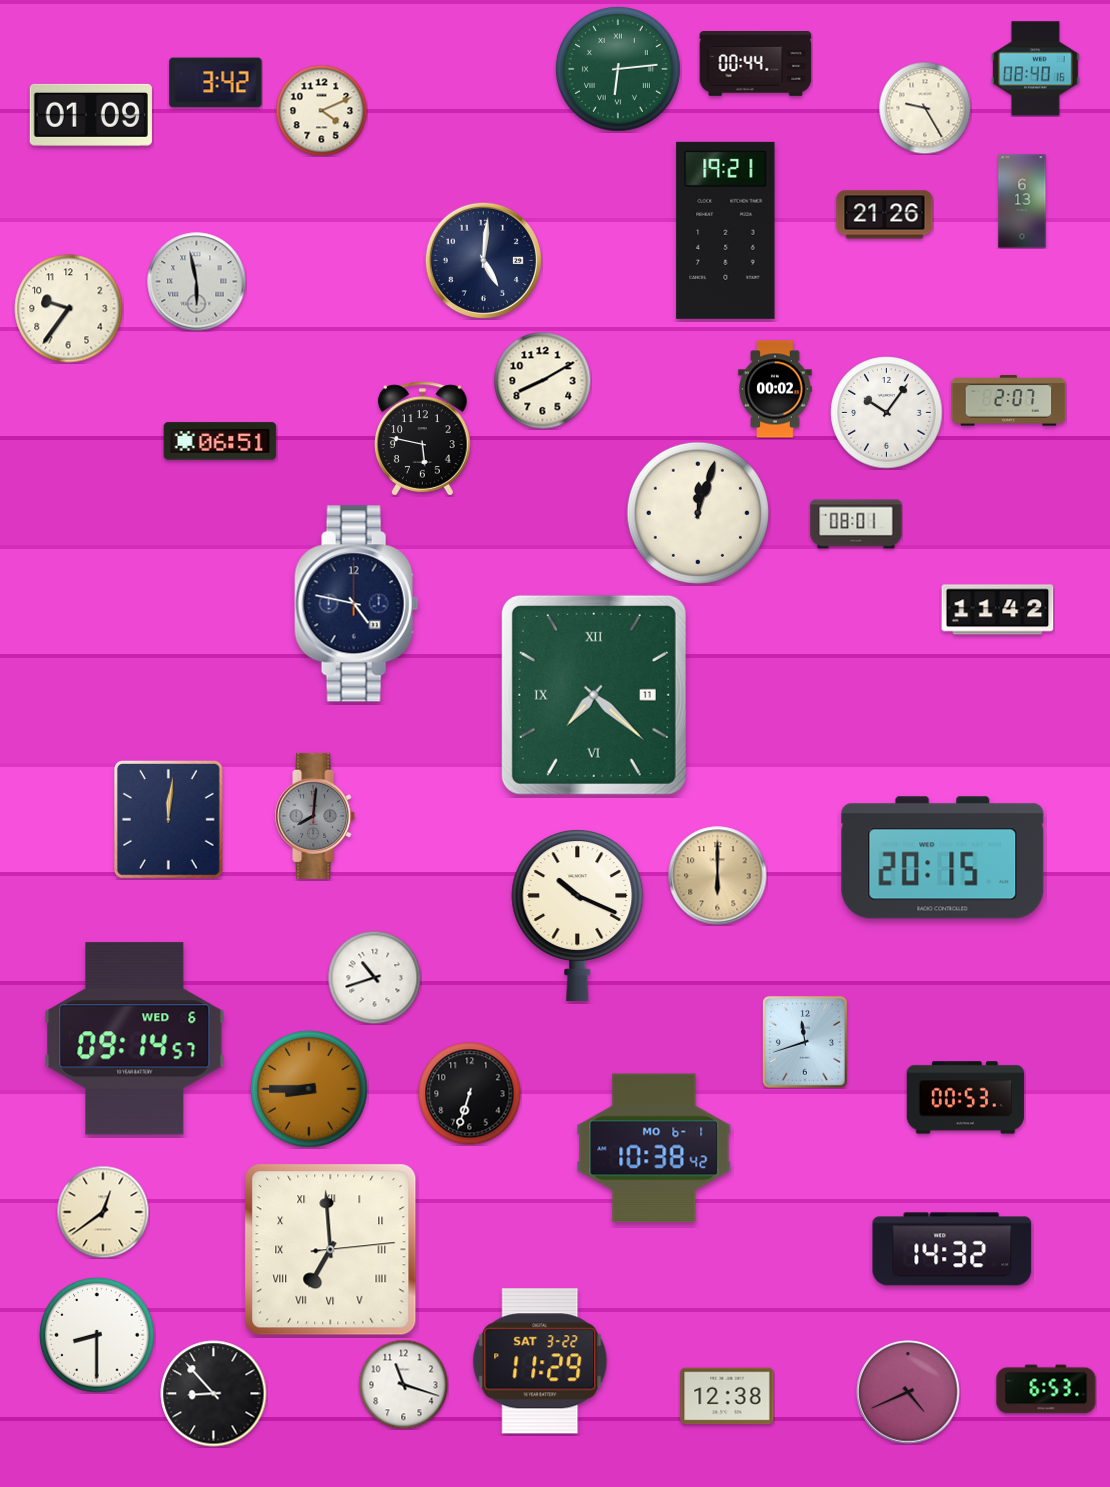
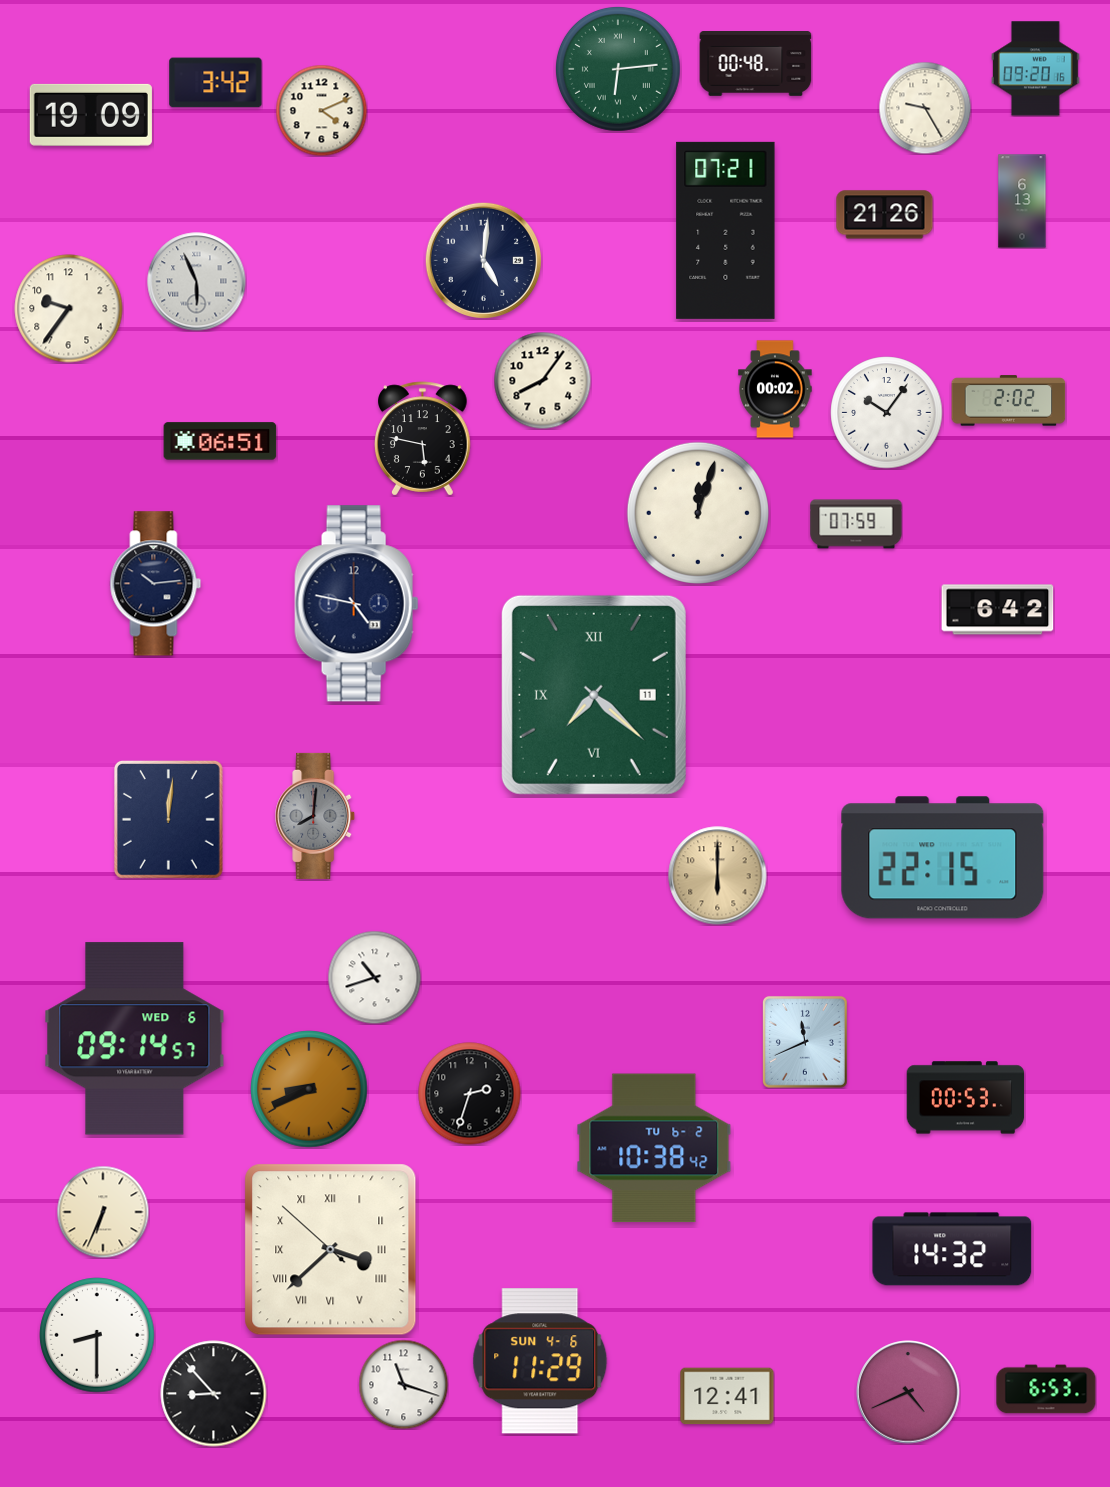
clock at (756, 64): 00:44 -> 00:48
clock at (1035, 69): 08:40 -> 09:20
clock at (91, 115): 01:09 -> 19:09
clock at (726, 230): 19:21 -> 07:21
clock at (197, 282): 5:58 -> 5:56
clock at (542, 380): 8:10 -> 8:06
clock at (1009, 401): 2:07 -> 2:02
clock at (856, 524): 08:01 -> 07:59
clock at (156, 584): none -> 10:14
clock at (998, 610): 11:42 -> 6:42
clock at (943, 858): 20:15 -> 22:15
clock at (578, 915): 10:19 -> none
clock at (805, 1042): 11:42 -> 11:41
clock at (309, 1089): 8:45 -> 8:41
clock at (470, 1094): 6:33 -> 2:33
clock at (654, 1148) date: MO 6-1 -> TU 6-2
clock at (103, 1212): 12:39 -> 6:34
clock at (331, 1250): 6:59 -> 3:37
clock at (540, 1361) date: SAT 3-22 -> SUN 4-6
clock at (727, 1396): 12:38 -> 12:41
